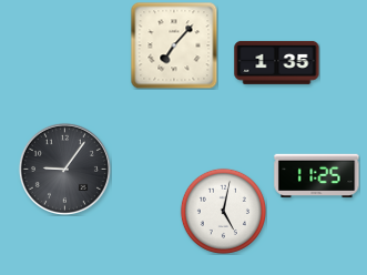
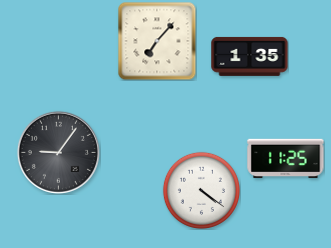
clock at (223, 211): 5:02 -> 4:21
